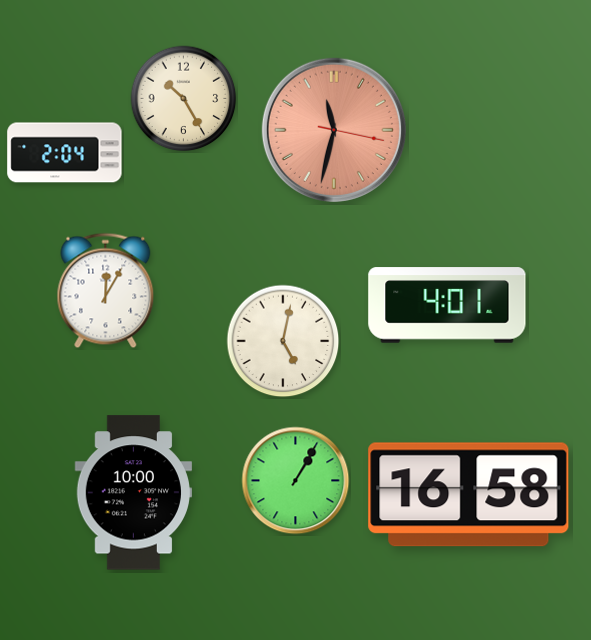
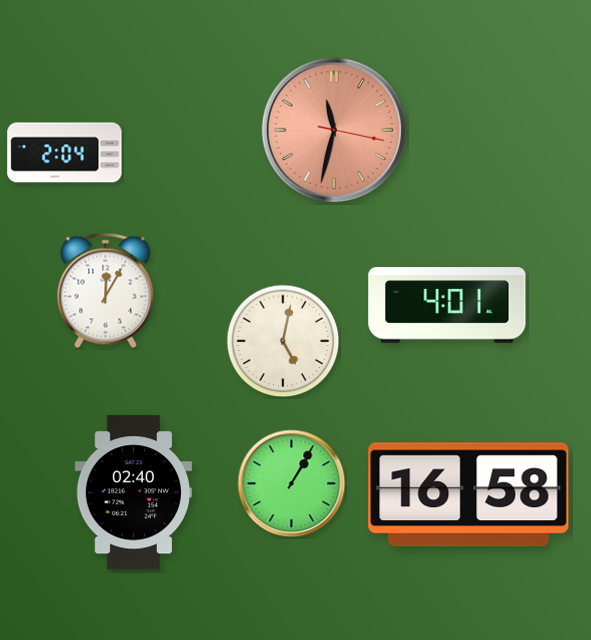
clock at (184, 99): 10:25 -> none
clock at (296, 481) position: (296, 481) -> (292, 484)
clock at (133, 493): 10:00 -> 02:40
